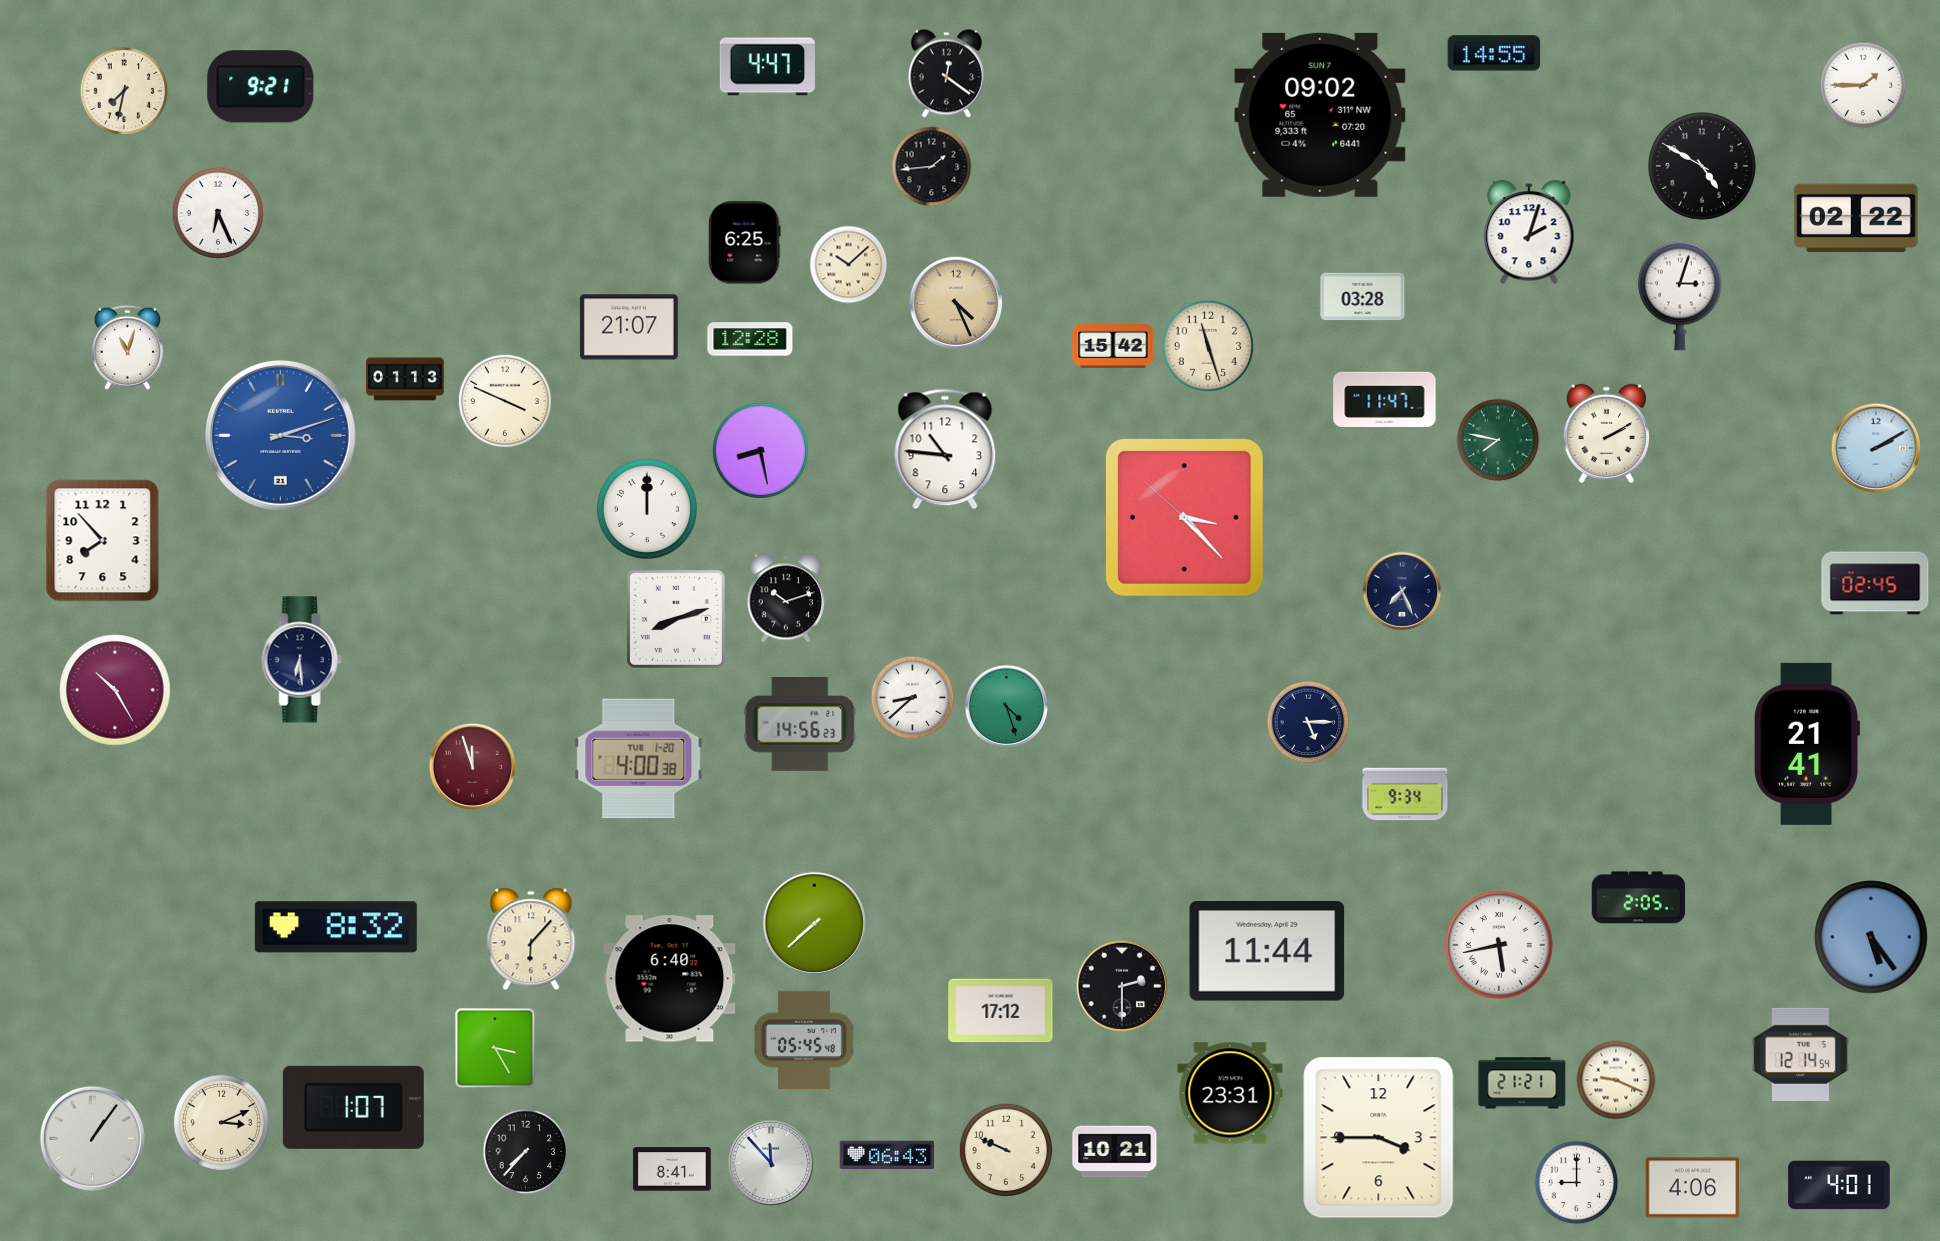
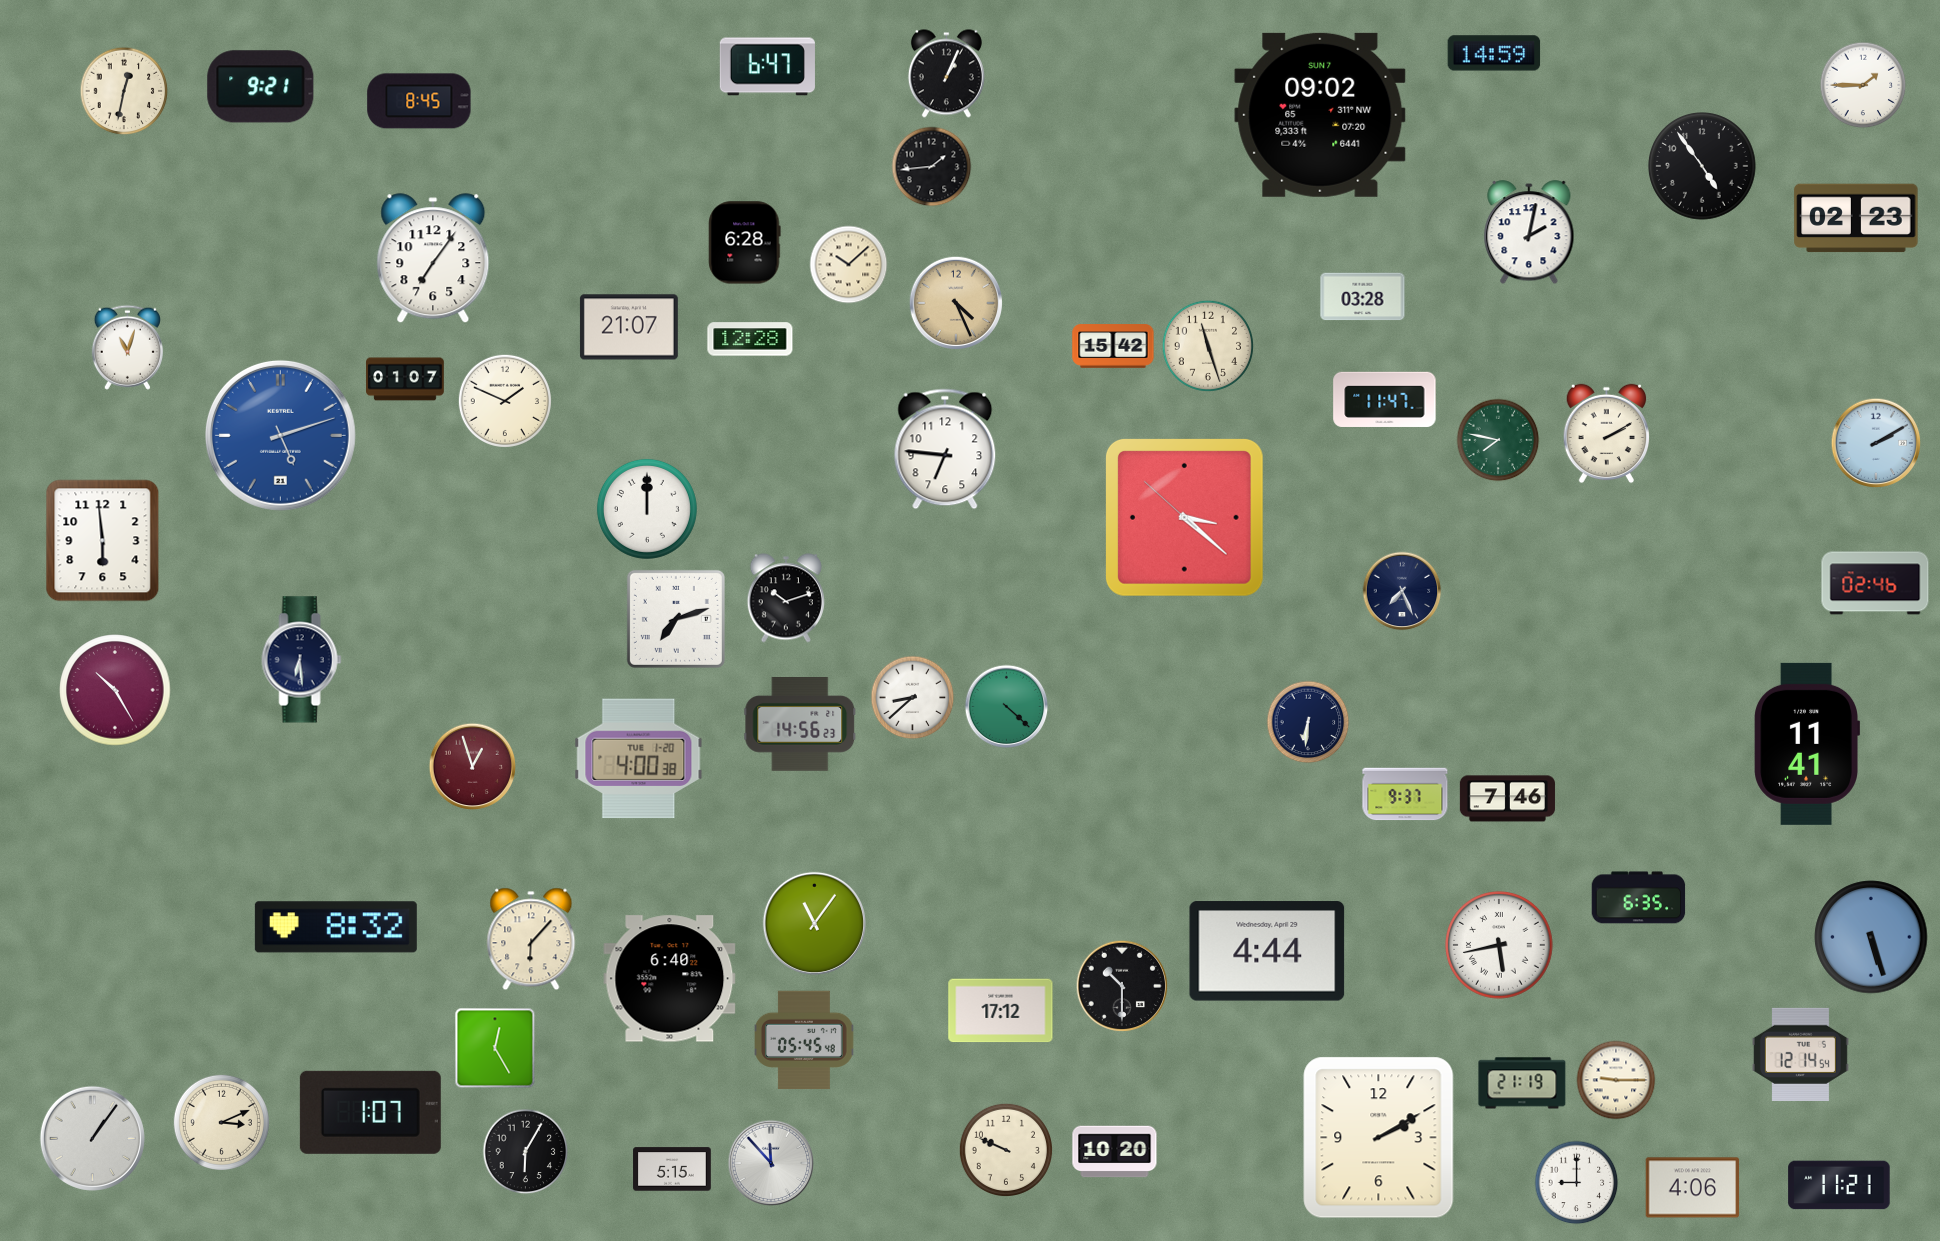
clock at (1494, 53): 14:55 -> 14:59
clock at (767, 67): 4:47 -> 6:47
clock at (946, 74): 12:21 -> 1:04
clock at (124, 91): 7:32 -> 12:32
clock at (419, 101): none -> 8:45
clock at (1702, 166): 4:50 -> 4:54
clock at (217, 212): 6:26 -> none
clock at (1856, 218): 02:22 -> 02:23
clock at (1529, 233): 2:03 -> 2:02
clock at (745, 243): 6:25 -> 6:28
clock at (433, 259): none -> 7:06
clock at (1681, 296): 3:03 -> none
clock at (405, 379): 01:13 -> 01:07
clock at (505, 401): 3:49 -> 1:49
clock at (280, 435): 3:12 -> 5:12
clock at (1876, 448) position: (1876, 448) -> (1876, 443)
clock at (945, 449): 10:46 -> 6:46
clock at (760, 450): 8:28 -> none
clock at (1184, 517): 3:22 -> 3:21
clock at (103, 541): 7:53 -> 5:59
clock at (1875, 583): 02:45 -> 02:46
clock at (676, 619): 8:12 -> 7:12
clock at (1007, 707): 4:27 -> 4:22
clock at (1308, 722): 5:15 -> 6:31
clock at (1806, 744): 21:41 -> 11:41
clock at (473, 767): 11:57 -> 12:57
clock at (1405, 794): 9:34 -> 9:37
clock at (1507, 799): none -> 7:46
clock at (1639, 898): 2:05 -> 6:35
clock at (814, 923): 7:38 -> 11:06
clock at (1871, 937): 5:24 -> 5:27
clock at (1267, 951): 11:44 -> 4:44
clock at (1122, 986): 2:30 -> 10:30
clock at (495, 1048): 3:25 -> 12:25
clock at (1616, 1080): 9:19 -> 9:15
clock at (1522, 1083): 21:21 -> 21:19
clock at (1230, 1093): 23:31 -> none
clock at (353, 1107) position: (353, 1107) -> (370, 1112)
clock at (1379, 1138): 3:45 -> 2:10
clock at (526, 1152): 7:37 -> 6:05
clock at (1115, 1152): 10:21 -> 10:20
clock at (886, 1155): 06:43 -> none
clock at (672, 1169): 8:41 -> 5:15
clock at (1839, 1185): 4:01 -> 11:21
